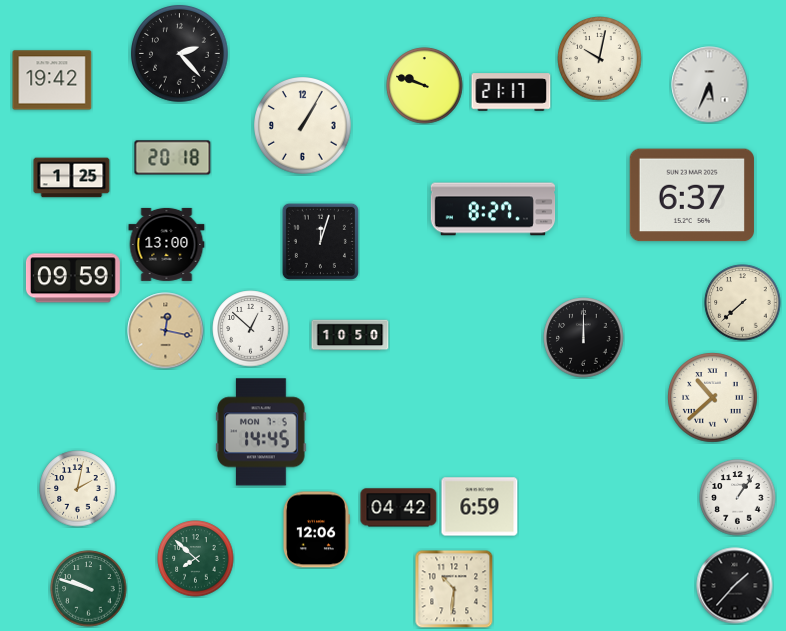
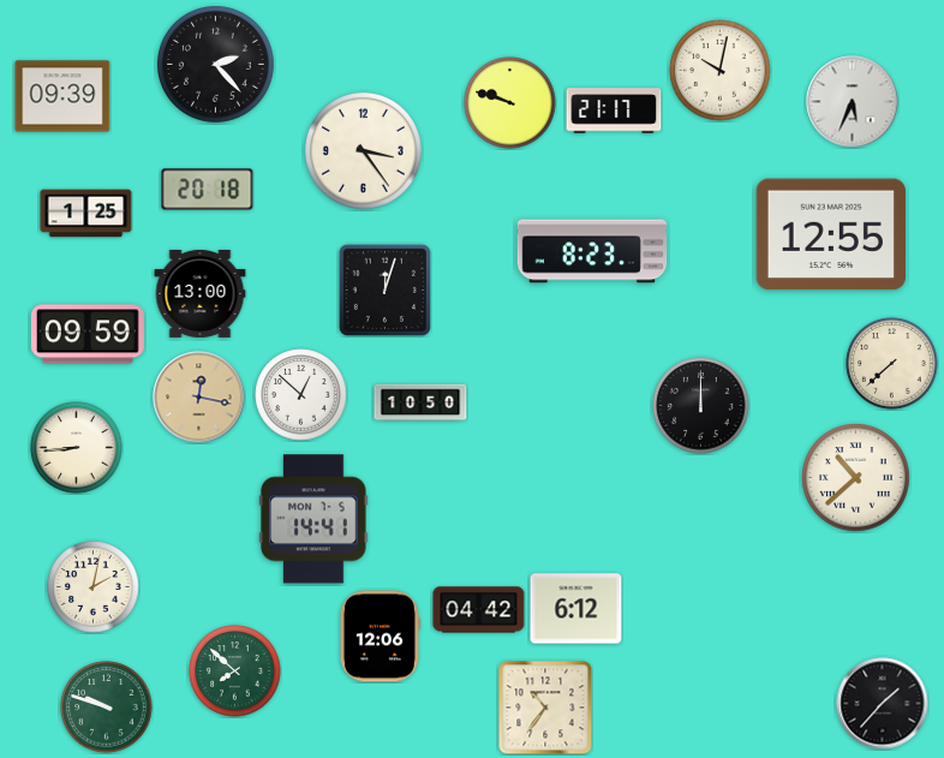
clock at (52, 80): 19:42 -> 09:39
clock at (303, 126): 1:05 -> 3:24
clock at (692, 195): 6:37 -> 12:55
clock at (493, 209): 8:27 -> 8:23
clock at (77, 448): none -> 8:44
clock at (261, 432): 14:45 -> 14:41
clock at (738, 498): 1:06 -> none
clock at (480, 507): 6:59 -> 6:12
clock at (454, 589): 10:31 -> 10:36
